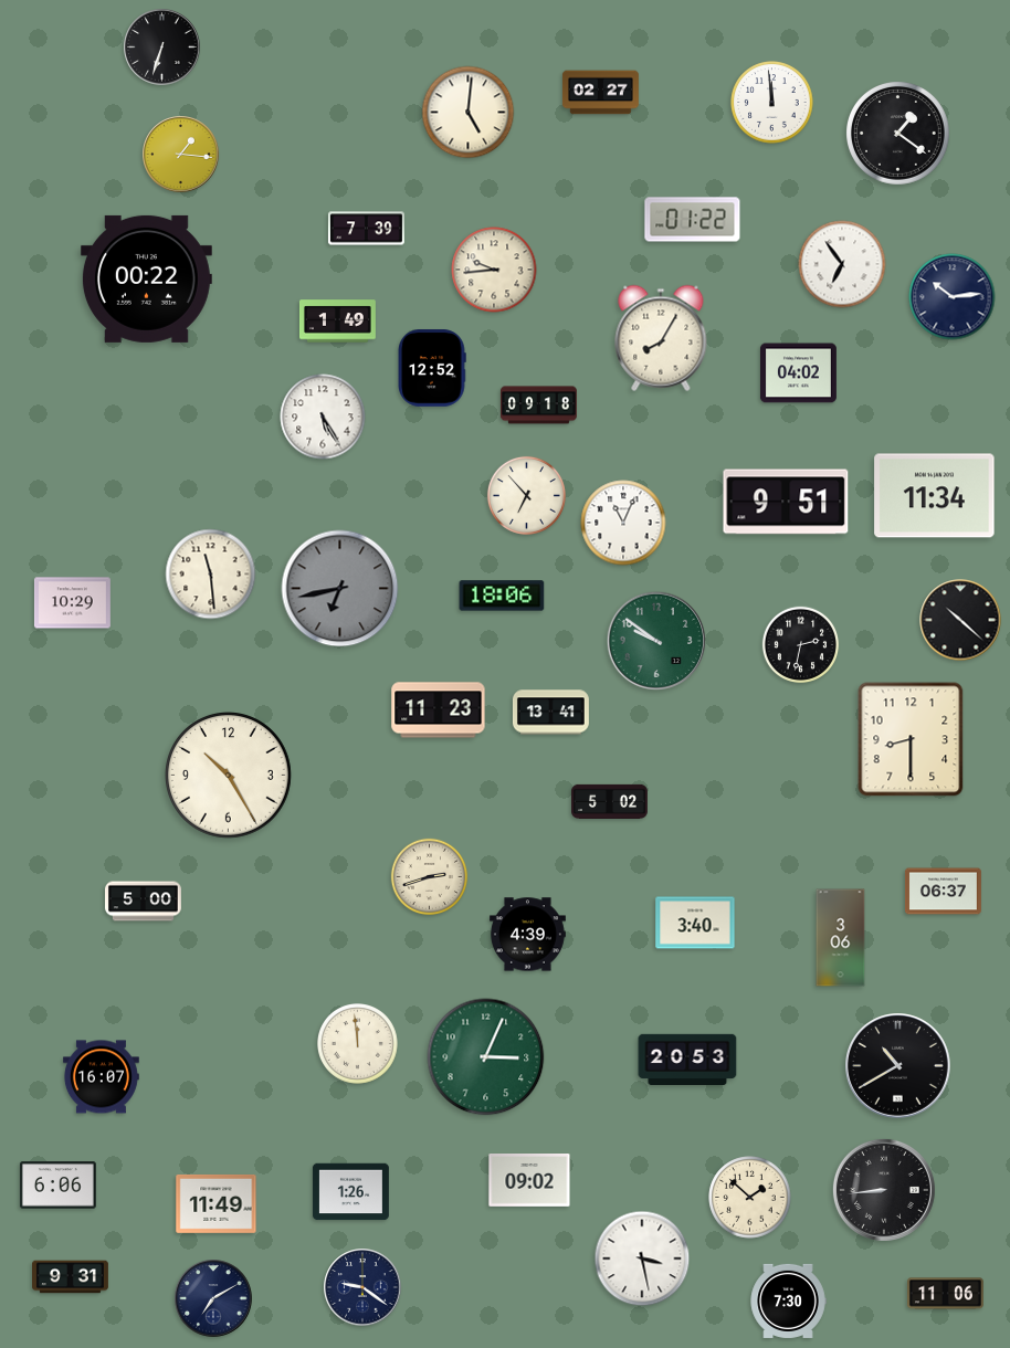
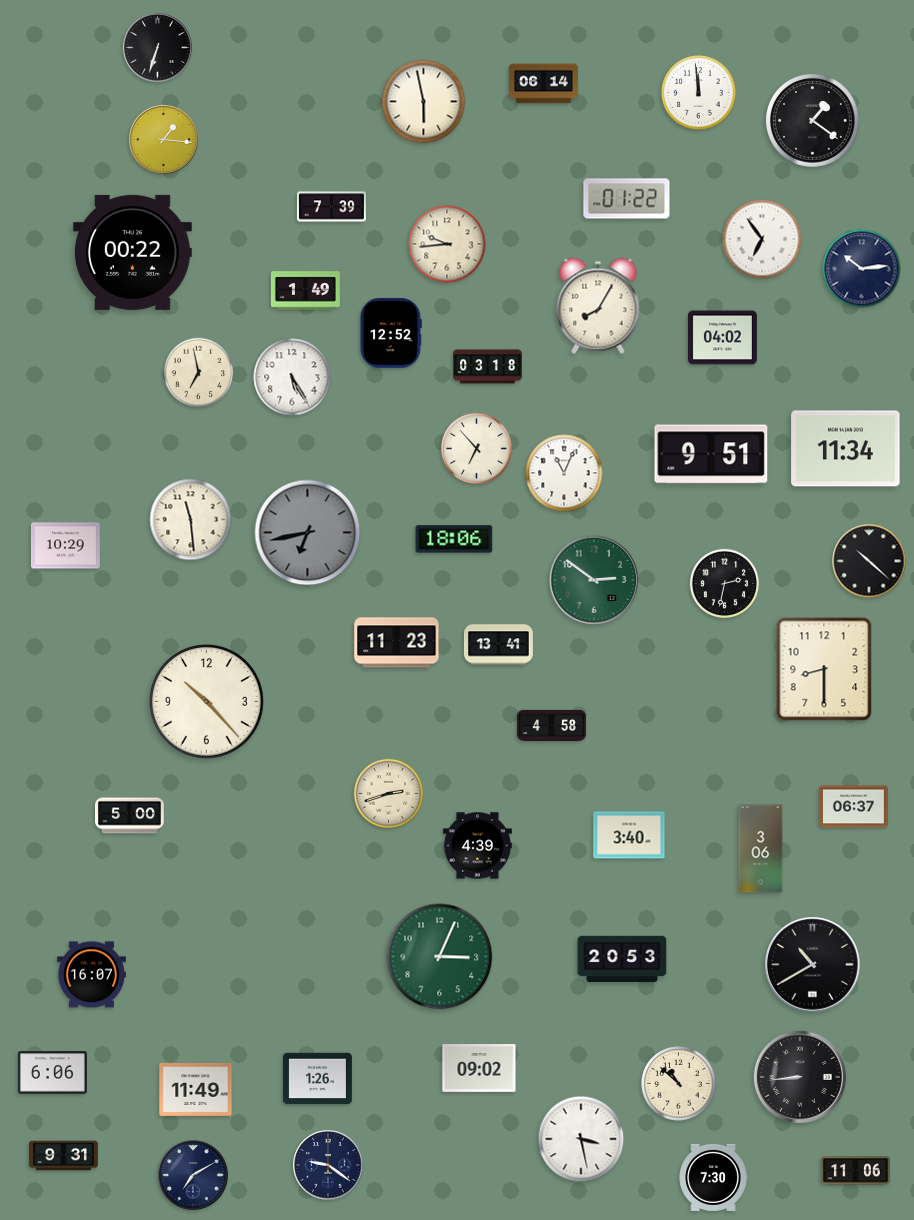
clock at (162, 48) position: (162, 48) -> (158, 48)
clock at (600, 93): 02:27 -> 06:14
clock at (469, 113): 5:01 -> 5:58
clock at (538, 406): 09:18 -> 03:18
clock at (199, 373): none -> 6:58
clock at (655, 640): 9:51 -> 2:51
clock at (229, 776): 10:25 -> 10:23
clock at (610, 801): 5:02 -> 4:58
clock at (358, 1044): 11:59 -> none
clock at (750, 1198): 1:52 -> 10:52
